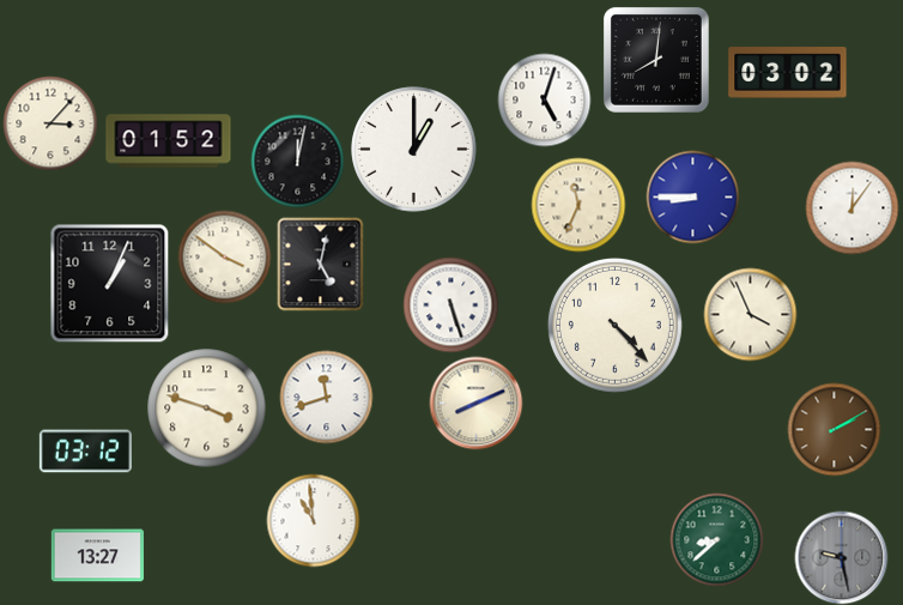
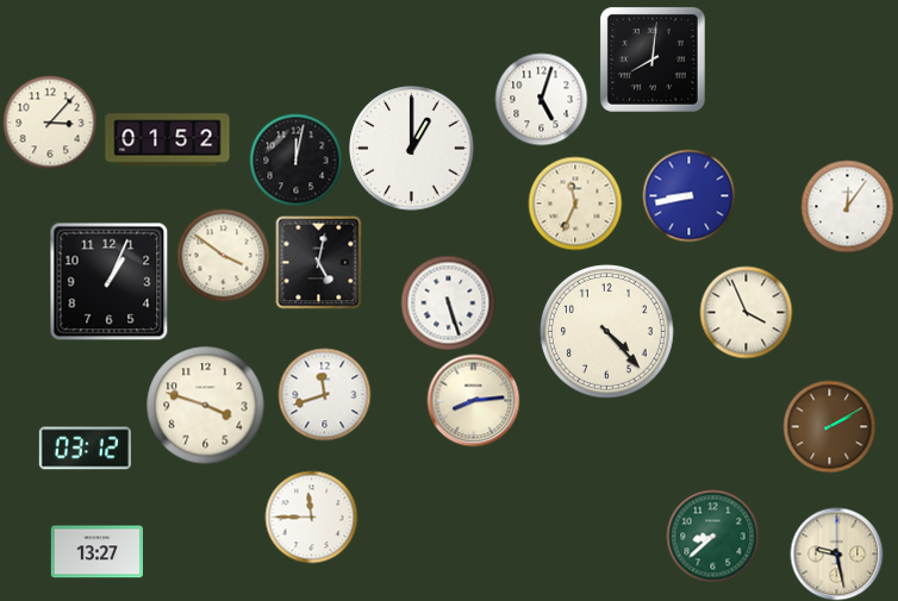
clock at (788, 73): 03:02 -> none
clock at (692, 196): 8:45 -> 8:43
clock at (614, 325) position: (614, 325) -> (606, 331)
clock at (475, 403): 8:11 -> 8:14
clock at (313, 520): 10:59 -> 11:45
clock at (841, 557) dial: grey -> cream
